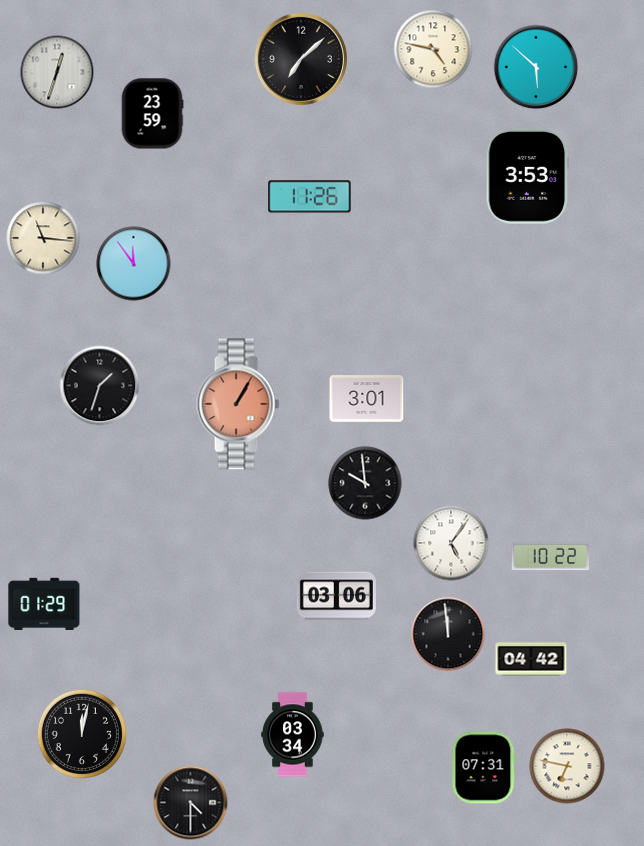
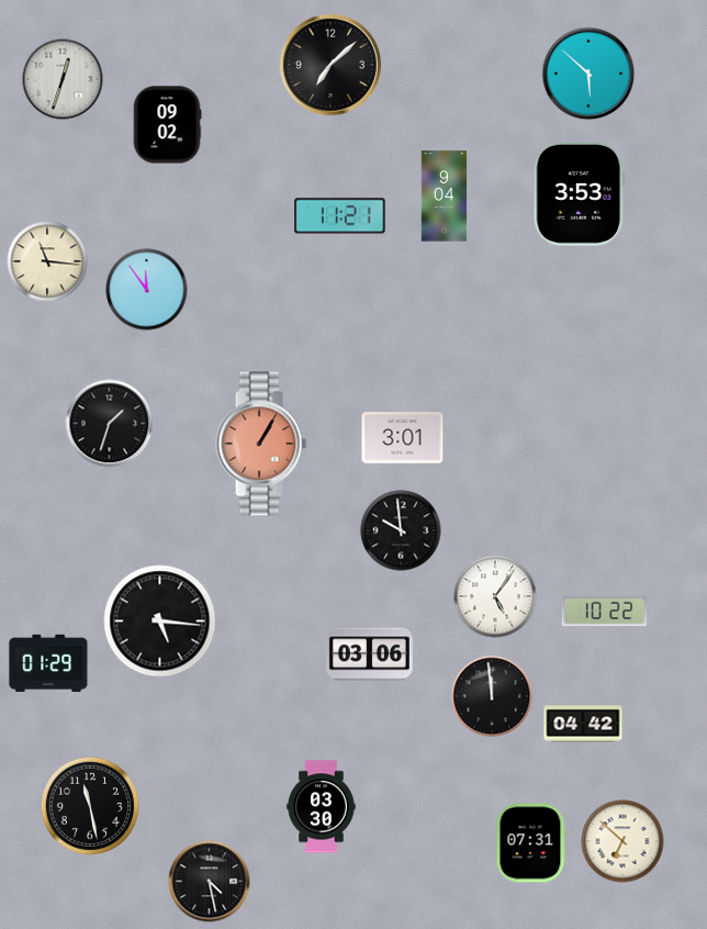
clock at (433, 49): 4:47 -> none
clock at (152, 114): 23:59 -> 09:02
clock at (445, 197): none -> 9:04
clock at (310, 197): 11:26 -> 11:21
clock at (160, 622): none -> 5:16
clock at (81, 733): 12:02 -> 11:28
clock at (293, 735): 03:34 -> 03:30
clock at (567, 766): 6:47 -> 6:52
clock at (191, 803): 4:30 -> 4:28
